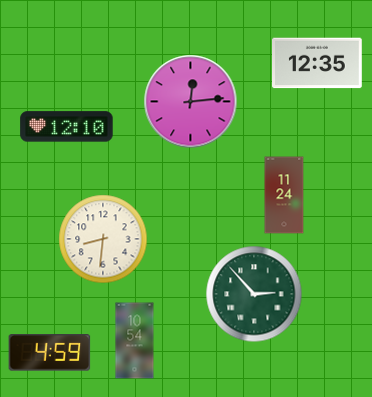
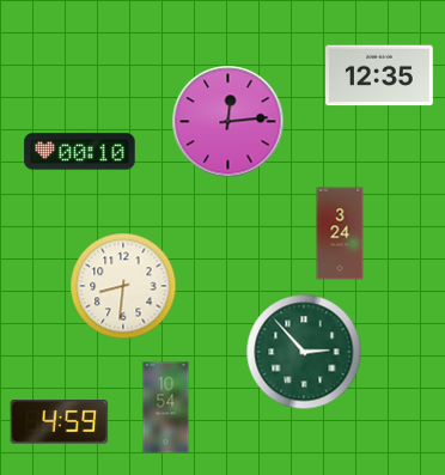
clock at (67, 127): 12:10 -> 00:10
clock at (284, 195): 11:24 -> 3:24
clock at (135, 341) position: (135, 341) -> (166, 408)
